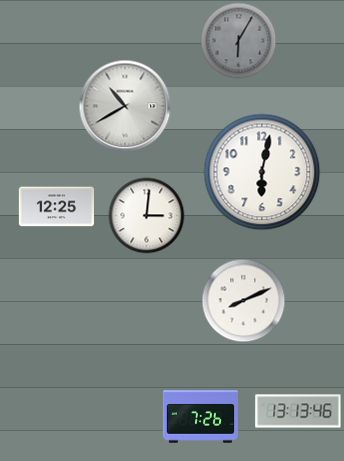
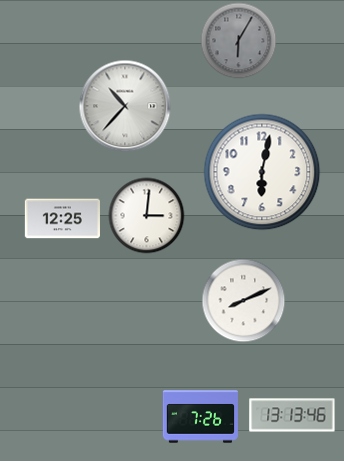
clock at (125, 106): 10:40 -> 10:37
clock at (56, 207) position: (56, 207) -> (62, 219)
clock at (298, 411) position: (298, 411) -> (292, 415)
